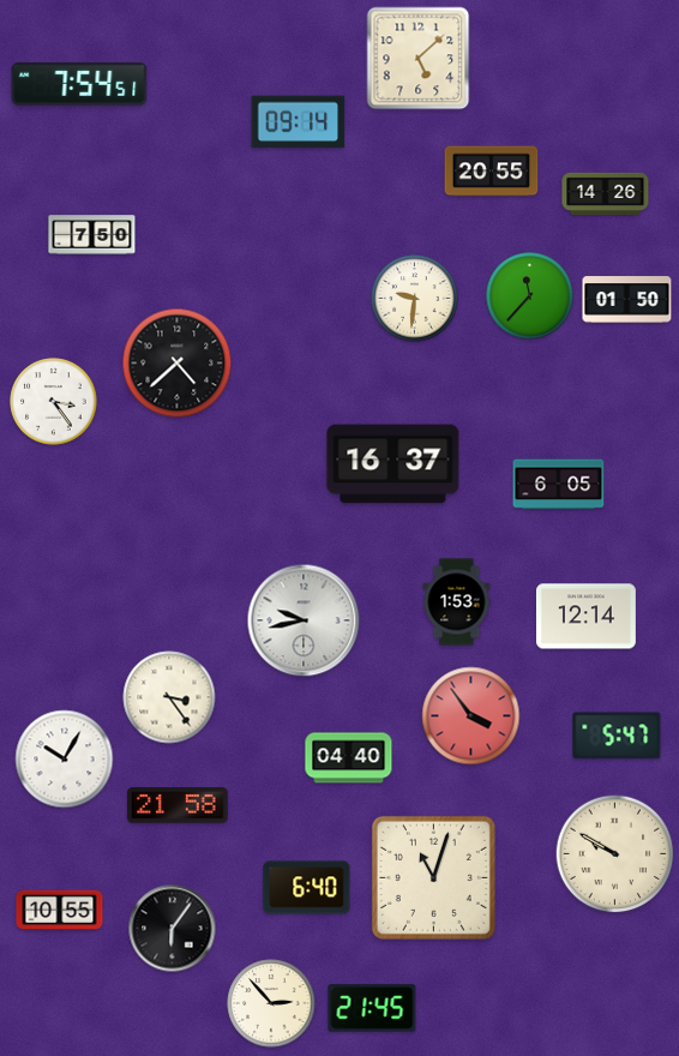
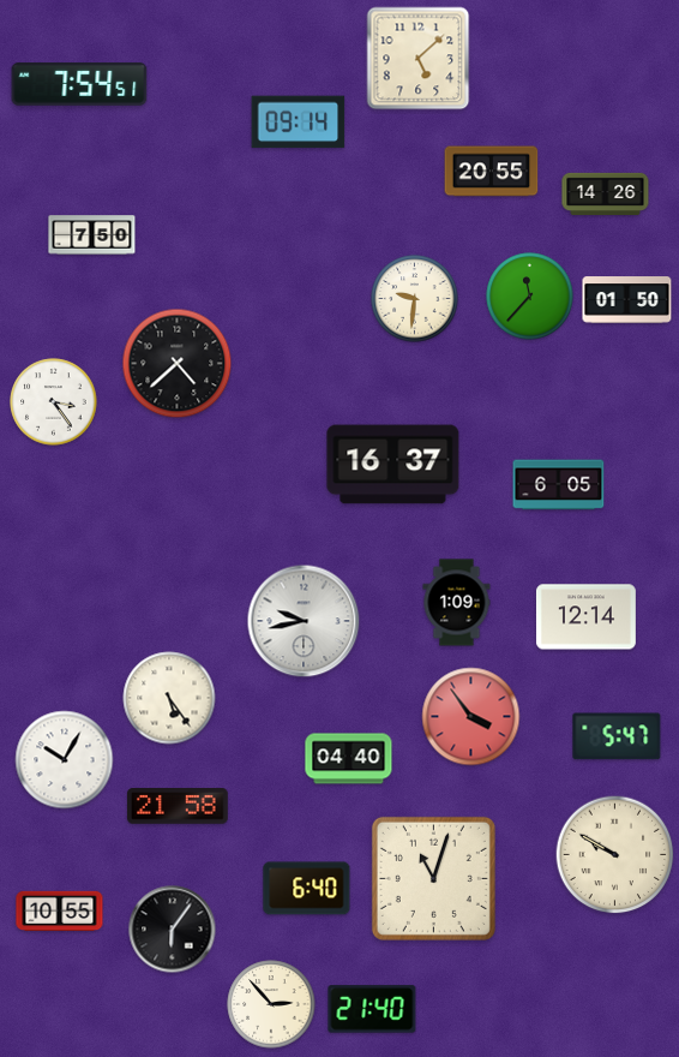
clock at (457, 602): 1:53 -> 1:09
clock at (169, 697): 3:24 -> 5:24
clock at (372, 1008): 21:45 -> 21:40
